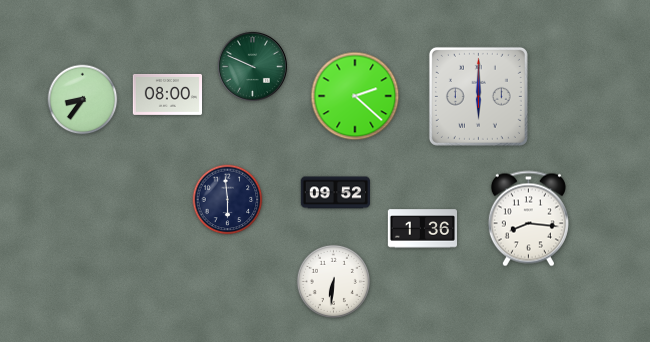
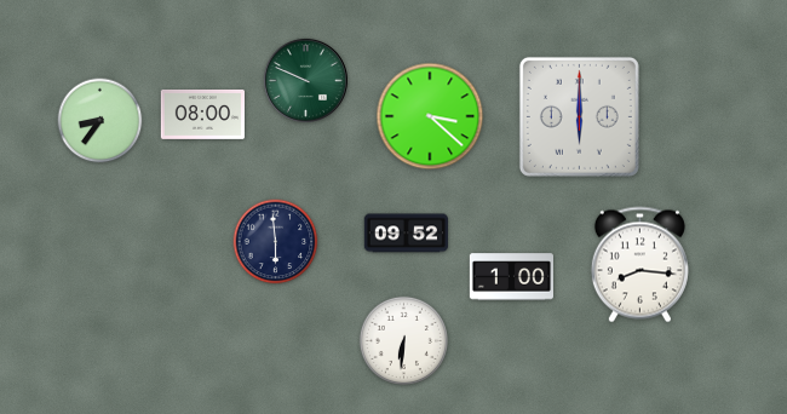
clock at (355, 96): 2:22 -> 3:22
clock at (422, 229): 1:36 -> 1:00
